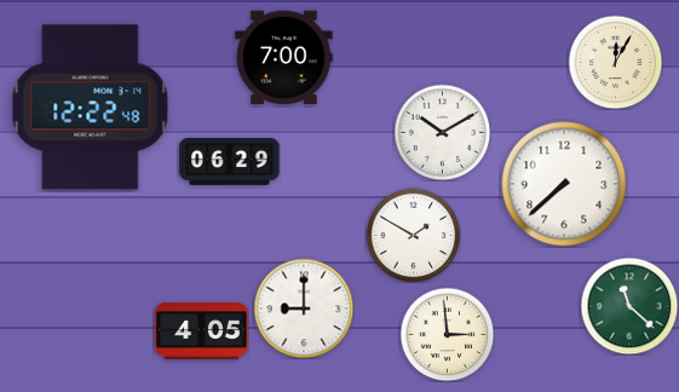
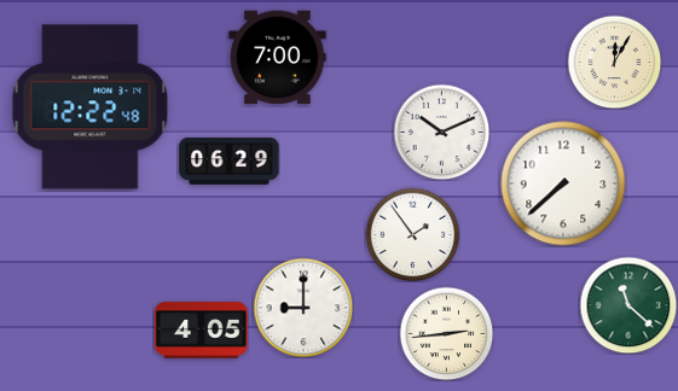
clock at (284, 58) position: (284, 58) -> (278, 58)
clock at (442, 132): 10:10 -> 10:11
clock at (413, 235): 1:50 -> 1:54
clock at (447, 334): 2:59 -> 2:44
